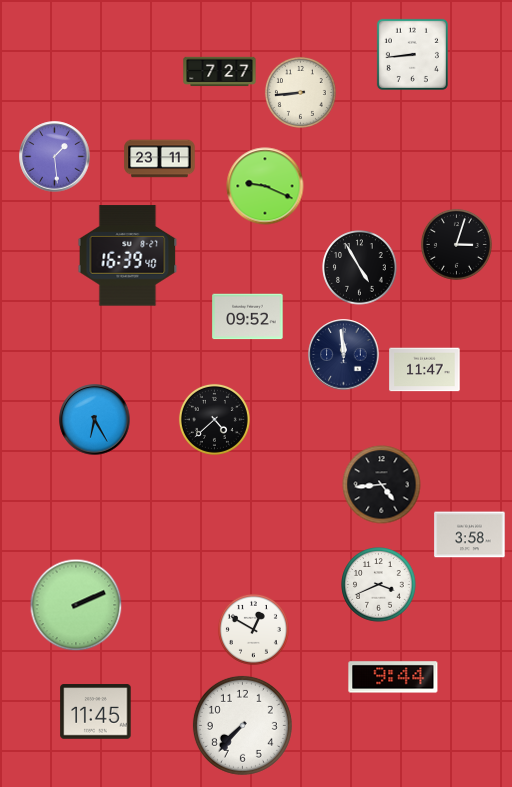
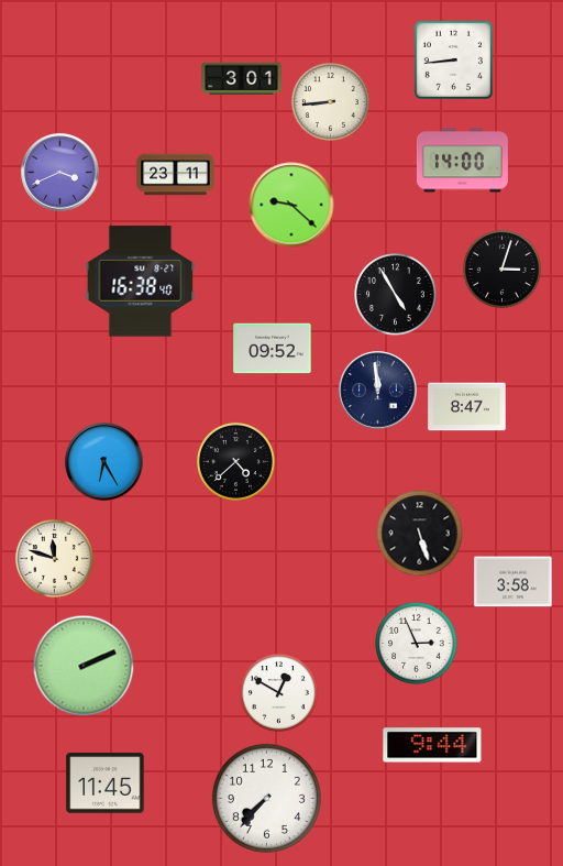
clock at (220, 72): 7:27 -> 3:01
clock at (462, 161): none -> 14:00
clock at (55, 157): 1:29 -> 3:41
clock at (265, 186): 9:19 -> 9:22
clock at (128, 256): 16:39 -> 16:38
clock at (425, 370): 11:47 -> 8:47
clock at (382, 485): 4:44 -> 5:27
clock at (54, 558): none -> 11:48
clock at (470, 535) position: (470, 535) -> (514, 582)
clock at (379, 585): 3:41 -> 2:56
